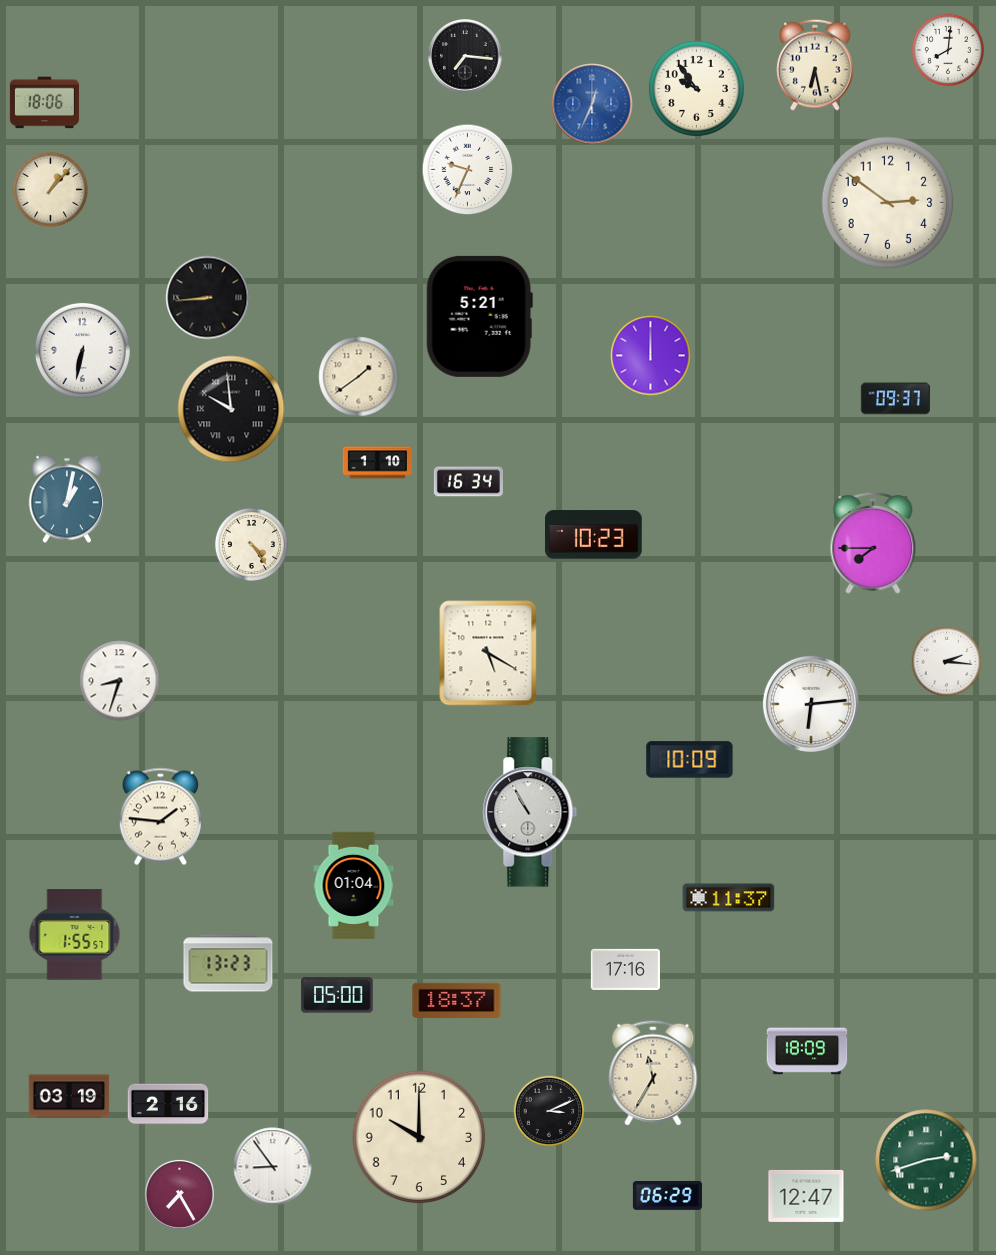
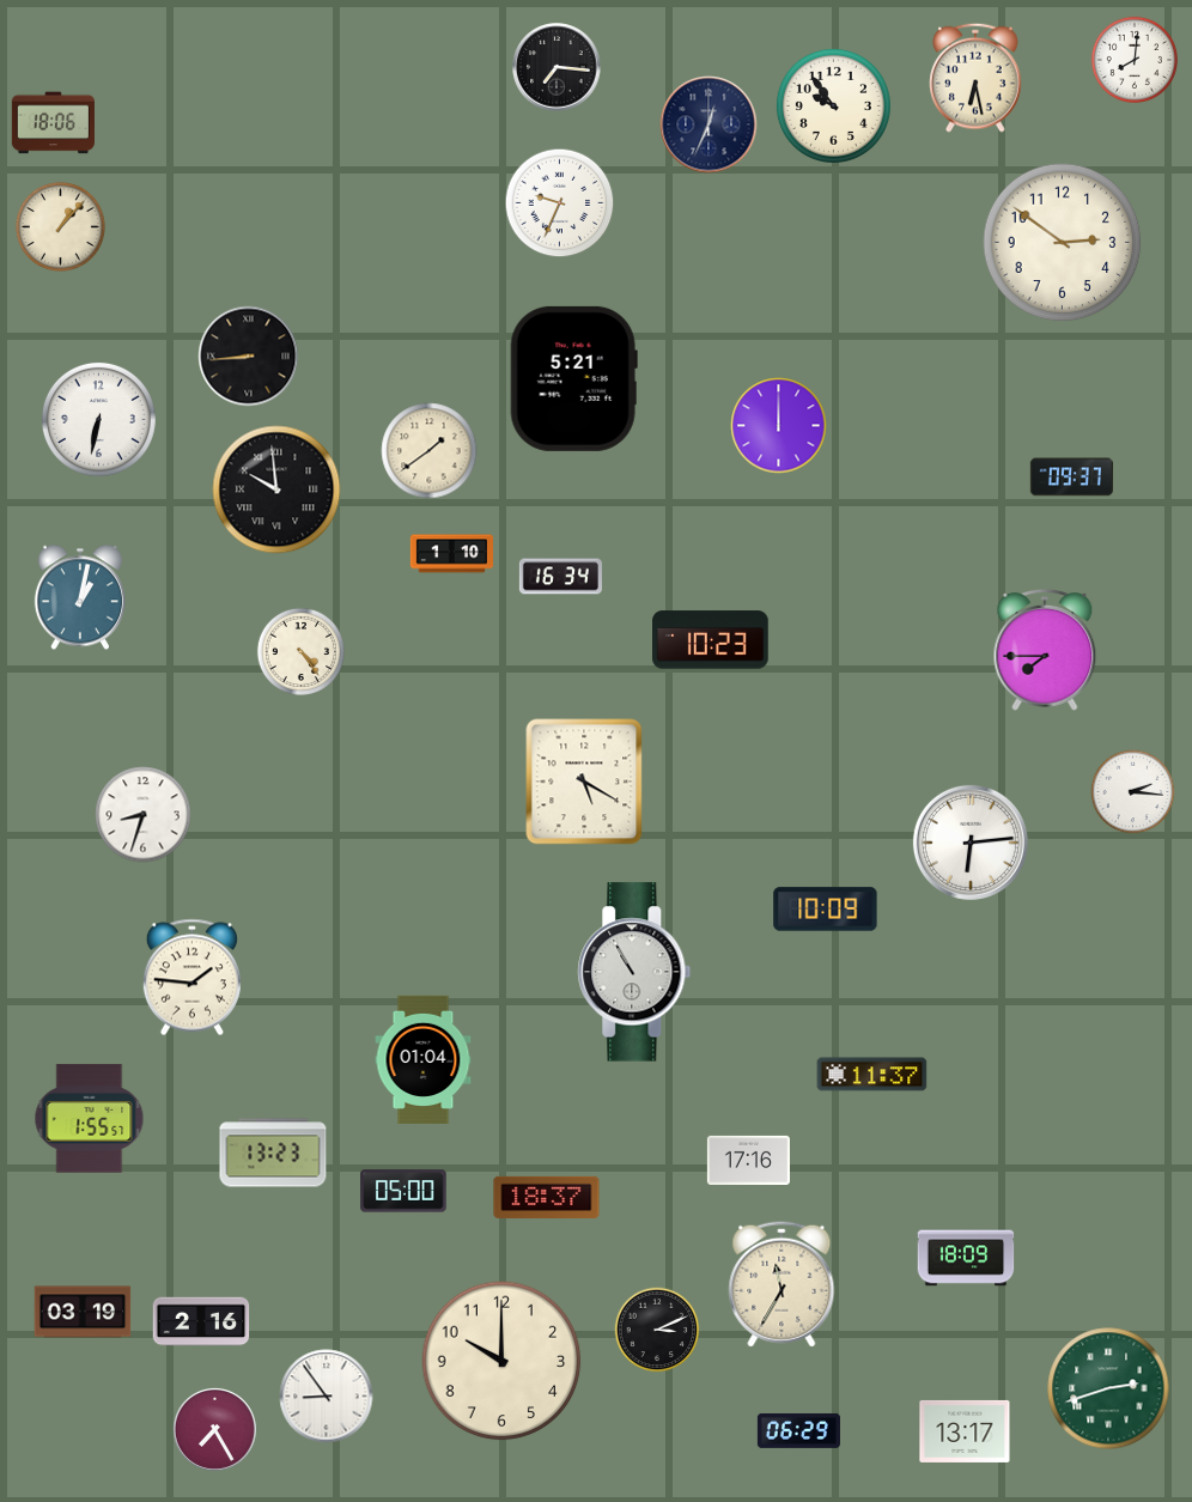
clock at (592, 104) dial: blue -> navy
clock at (806, 1196): 12:47 -> 13:17
